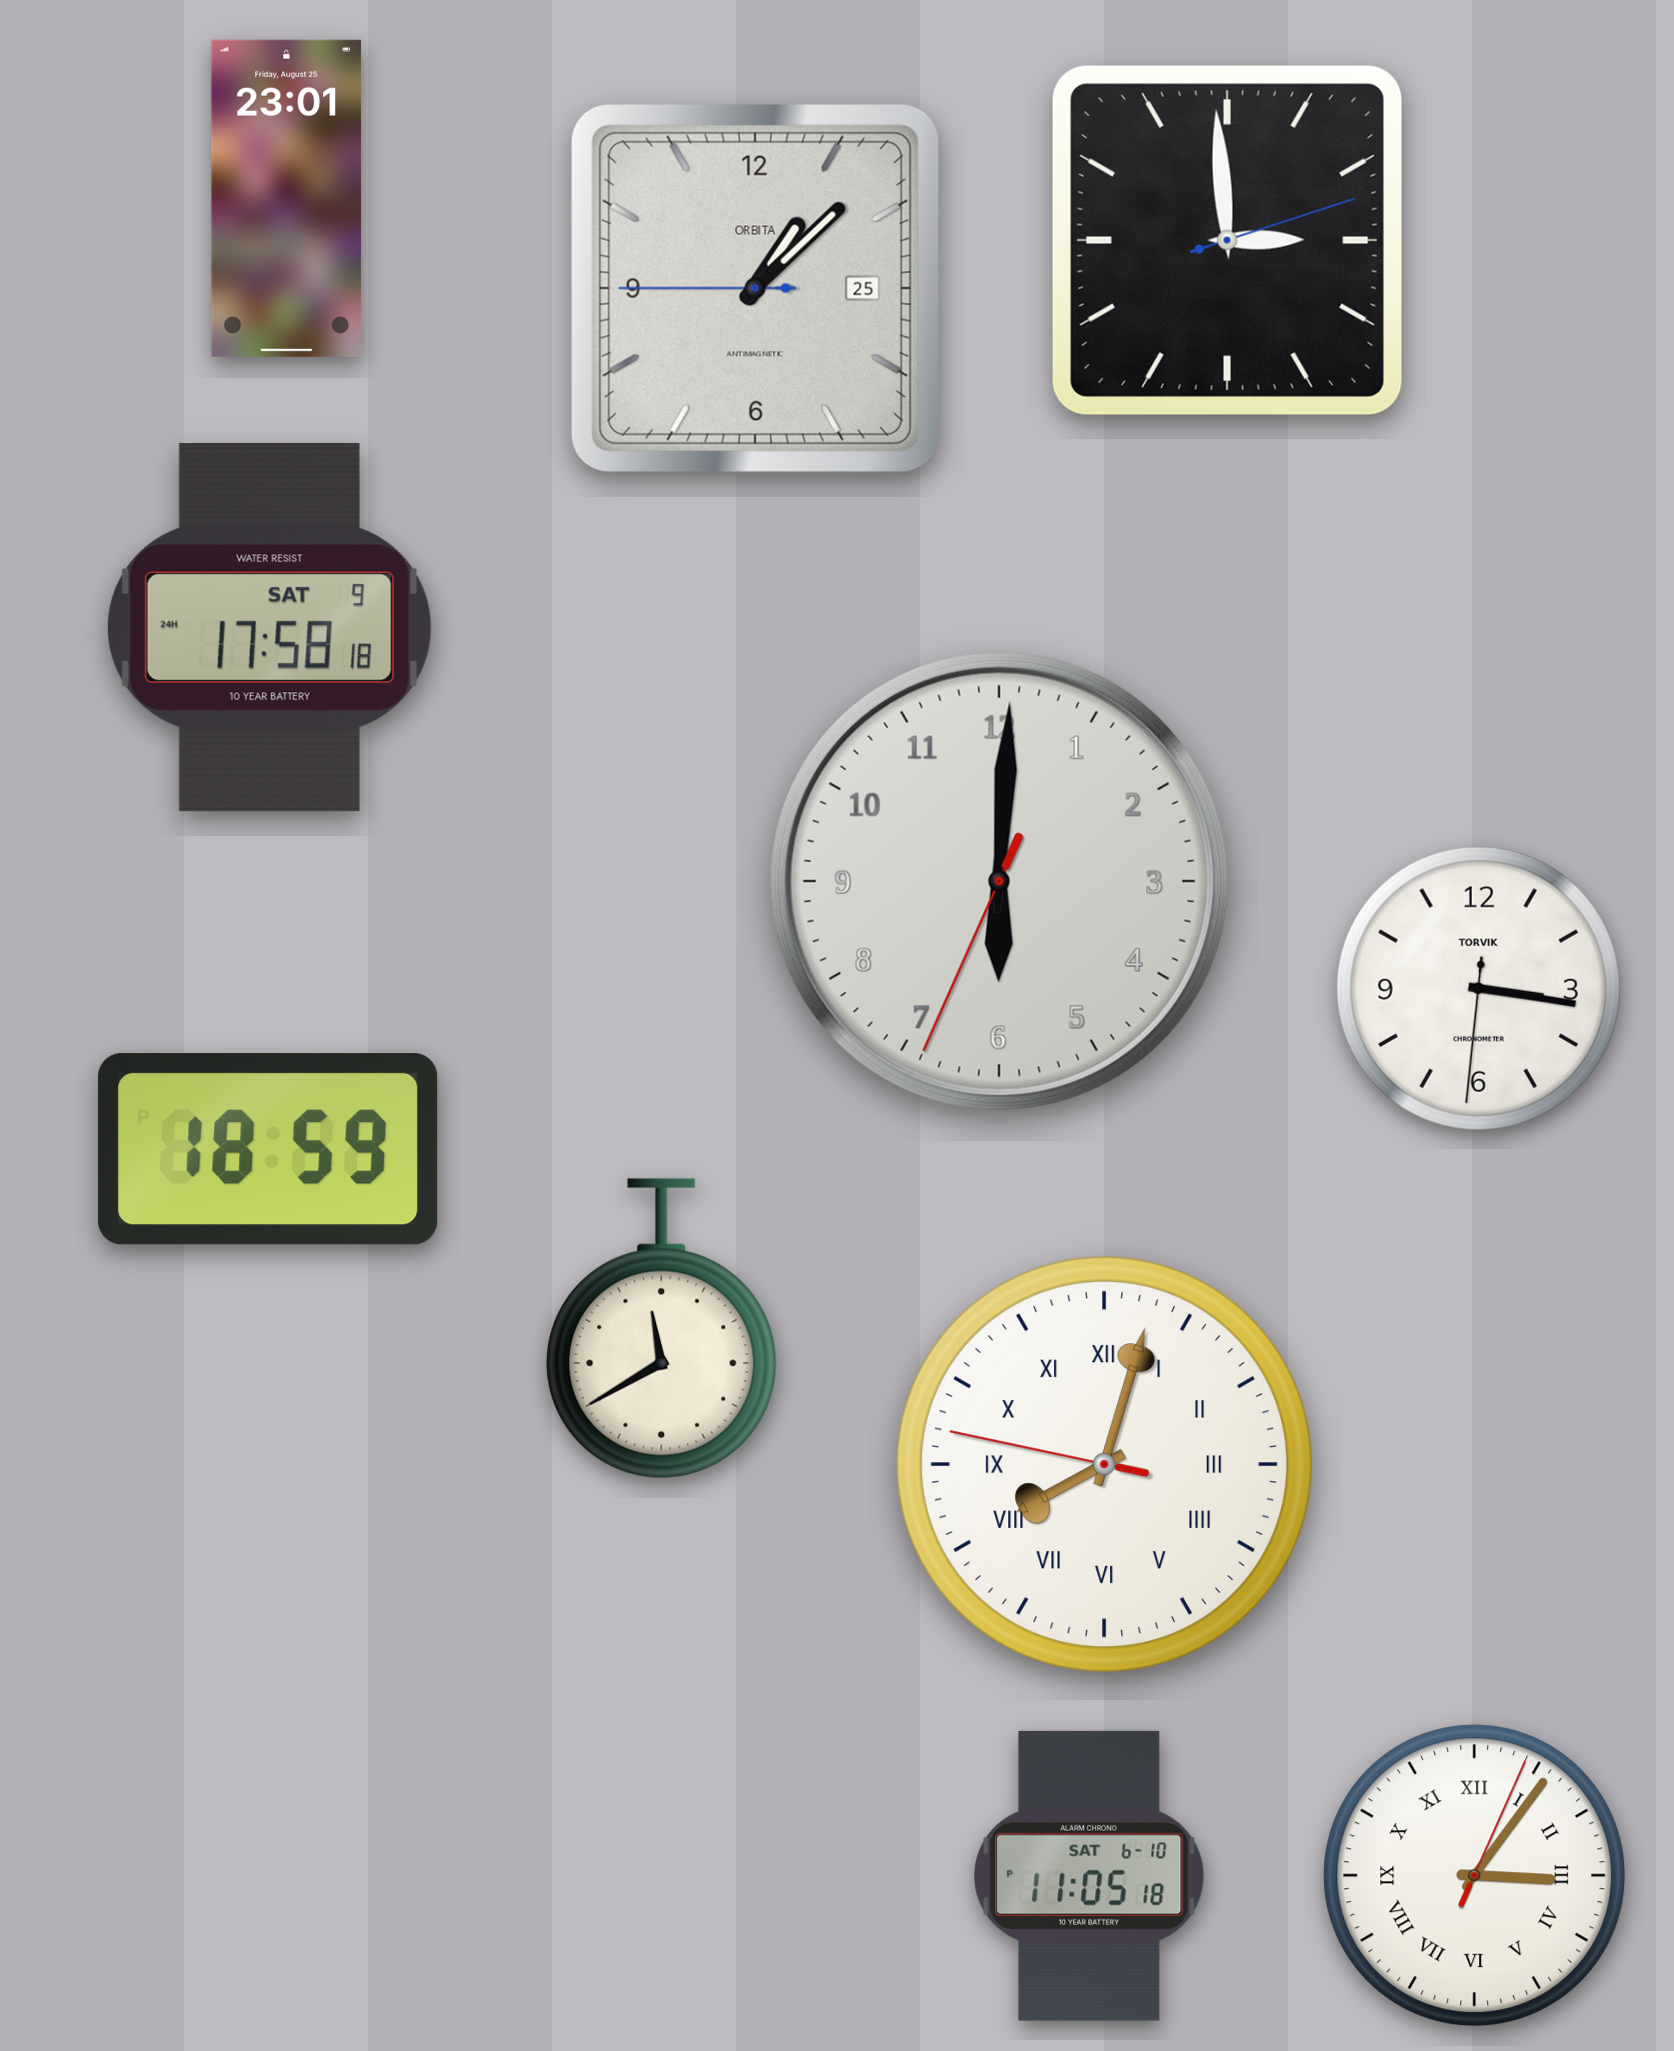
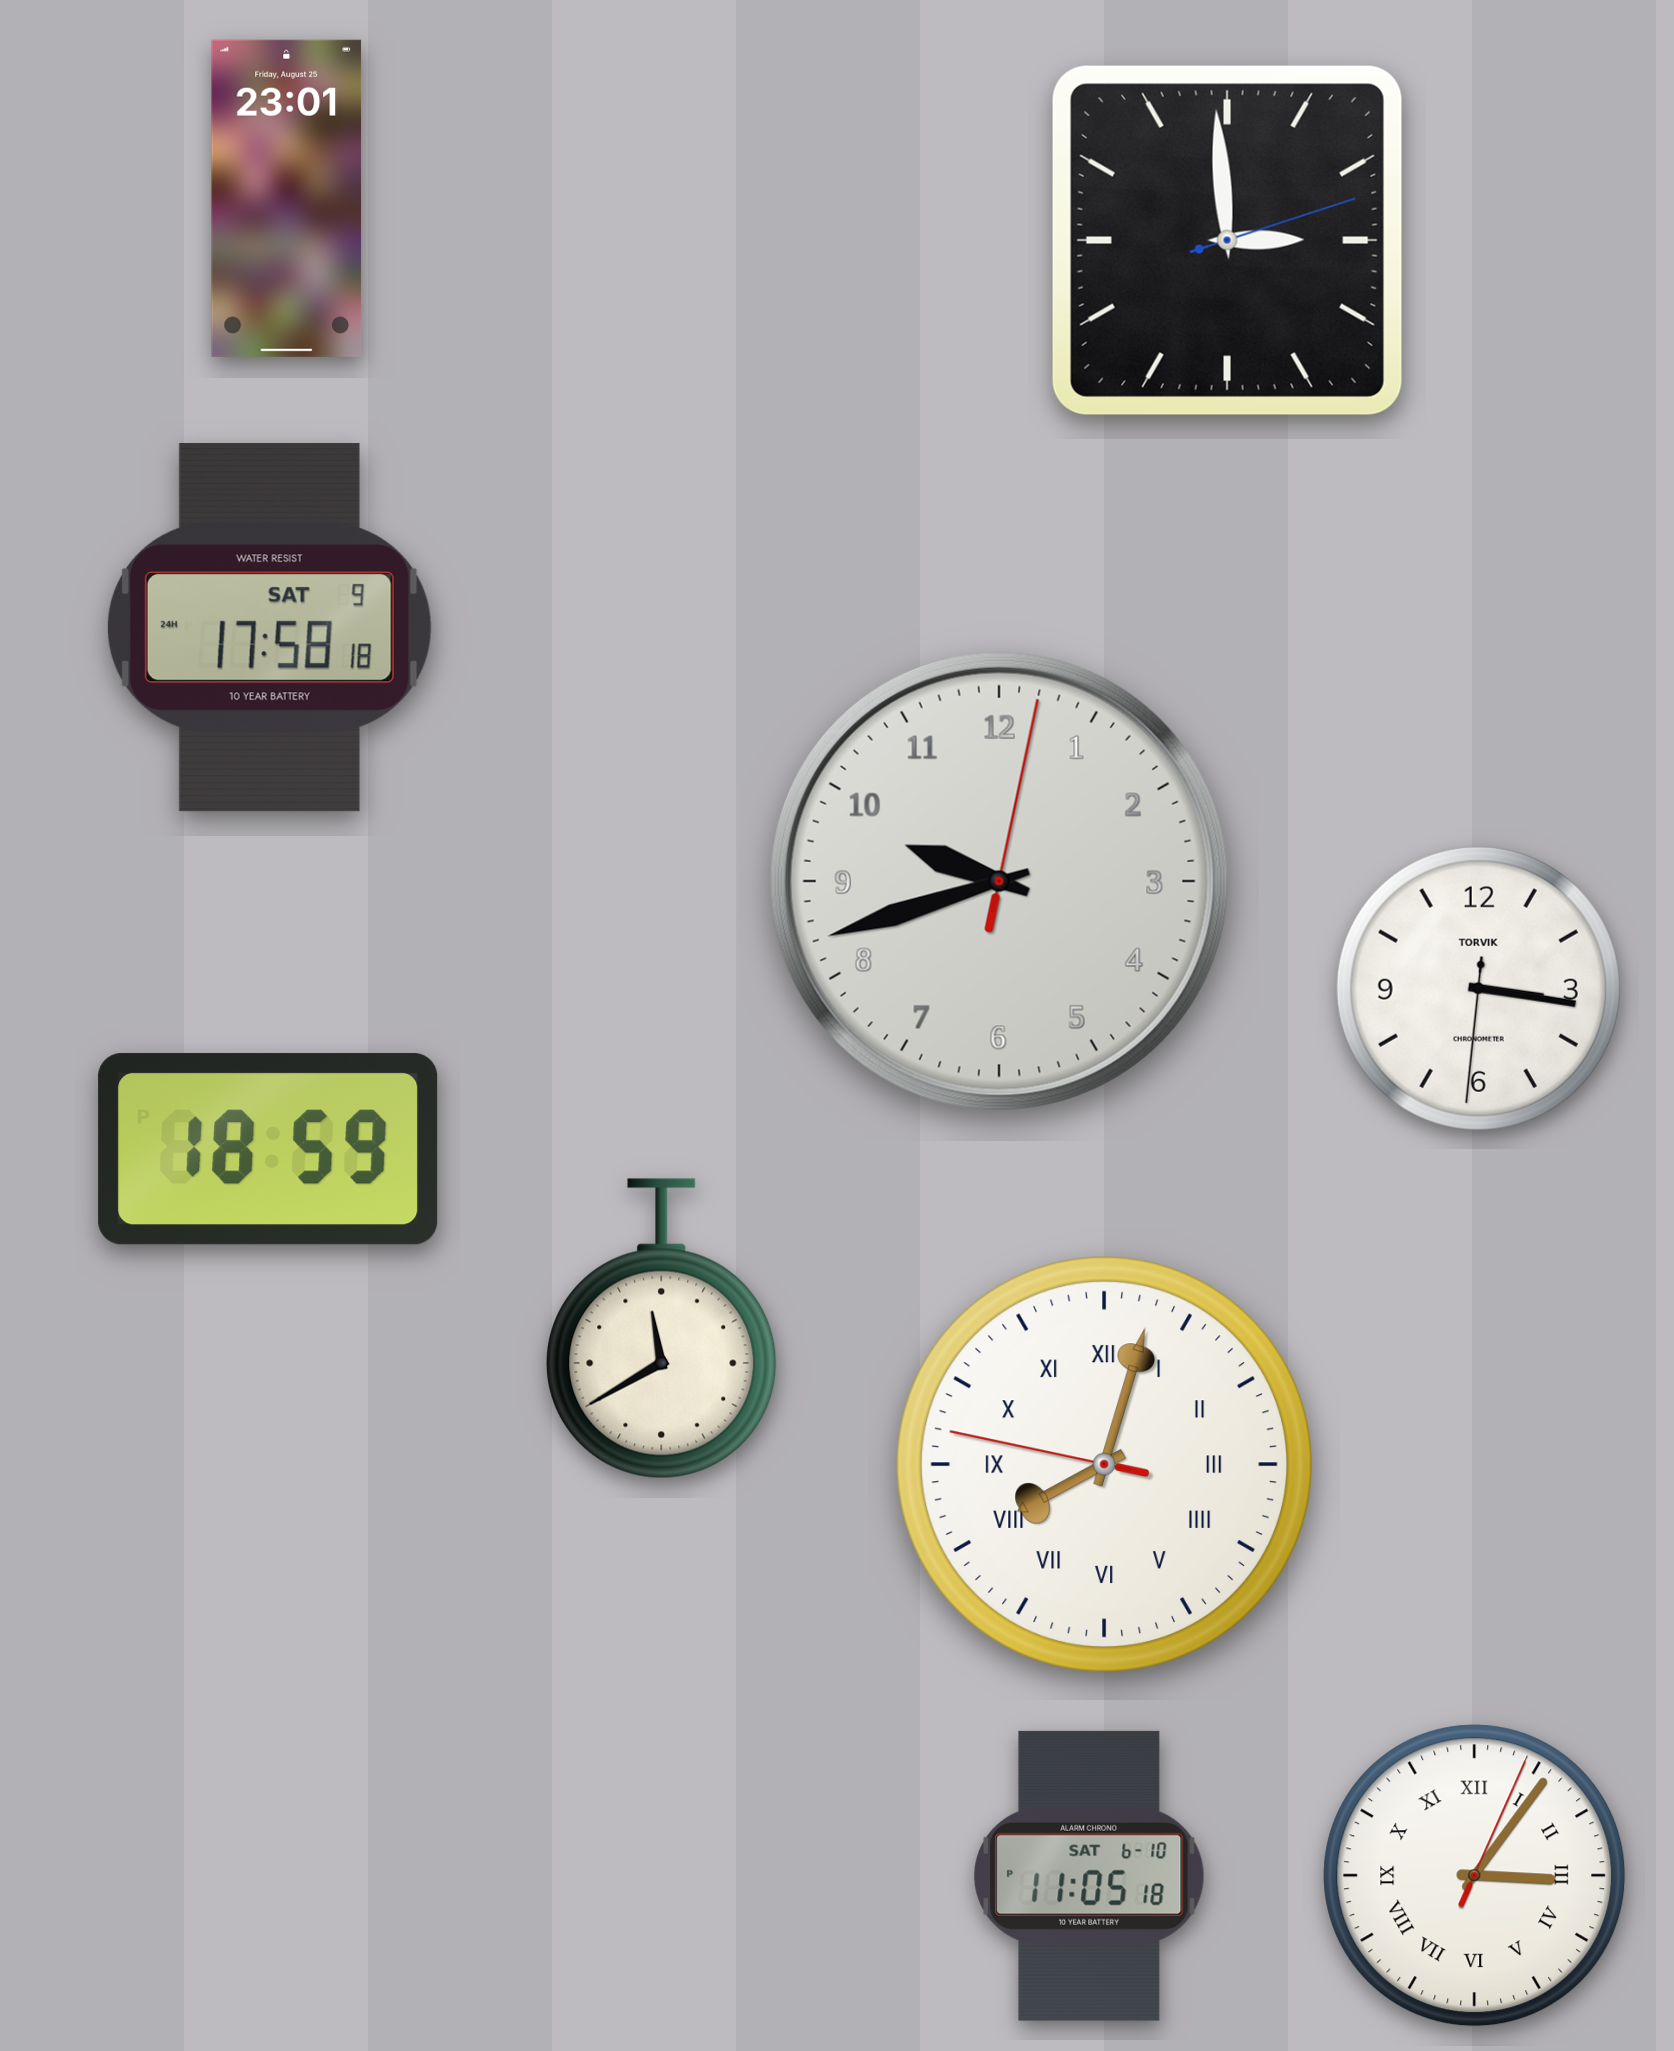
clock at (755, 288): 1:07 -> none
clock at (999, 881): 6:00 -> 9:42
